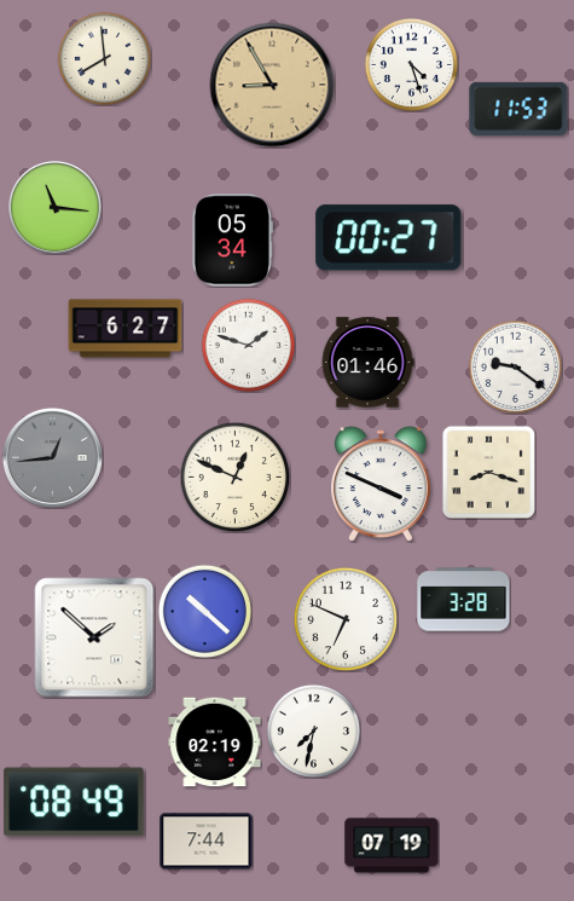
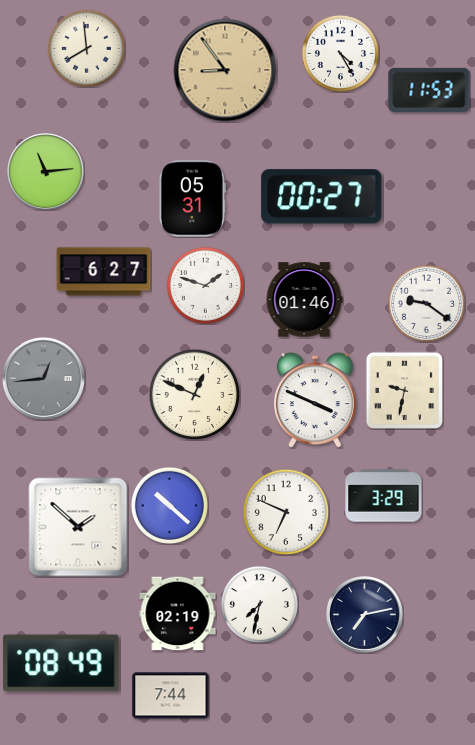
clock at (411, 64): 4:27 -> 4:25
clock at (272, 85): 8:55 -> 8:54
clock at (56, 208): 11:16 -> 11:14
clock at (232, 241): 05:34 -> 05:31
clock at (488, 472): 8:18 -> 9:32
clock at (464, 600): 3:28 -> 3:29
clock at (365, 615): none -> 7:13
clock at (392, 845): 07:19 -> none
